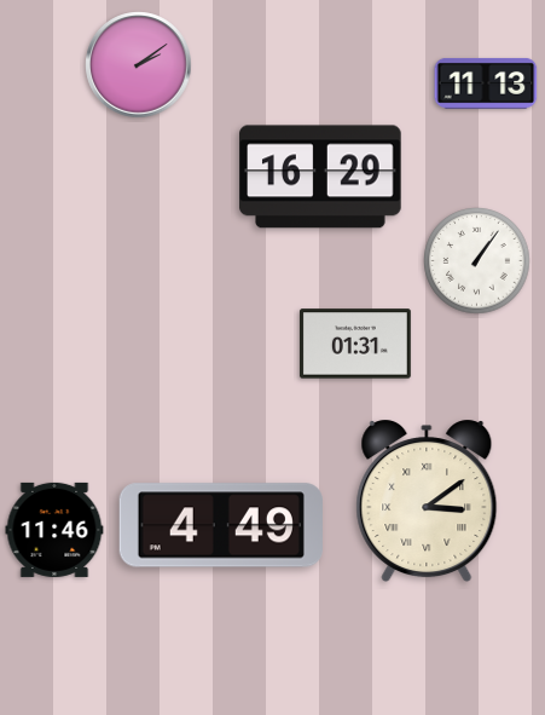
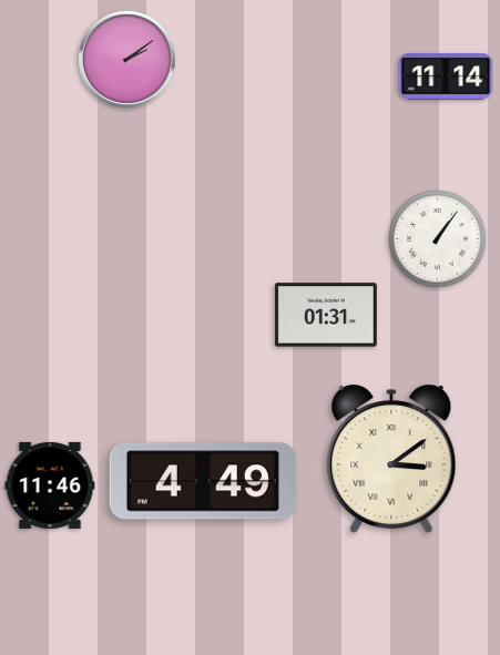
clock at (486, 83): 11:13 -> 11:14
clock at (320, 177): 16:29 -> none
